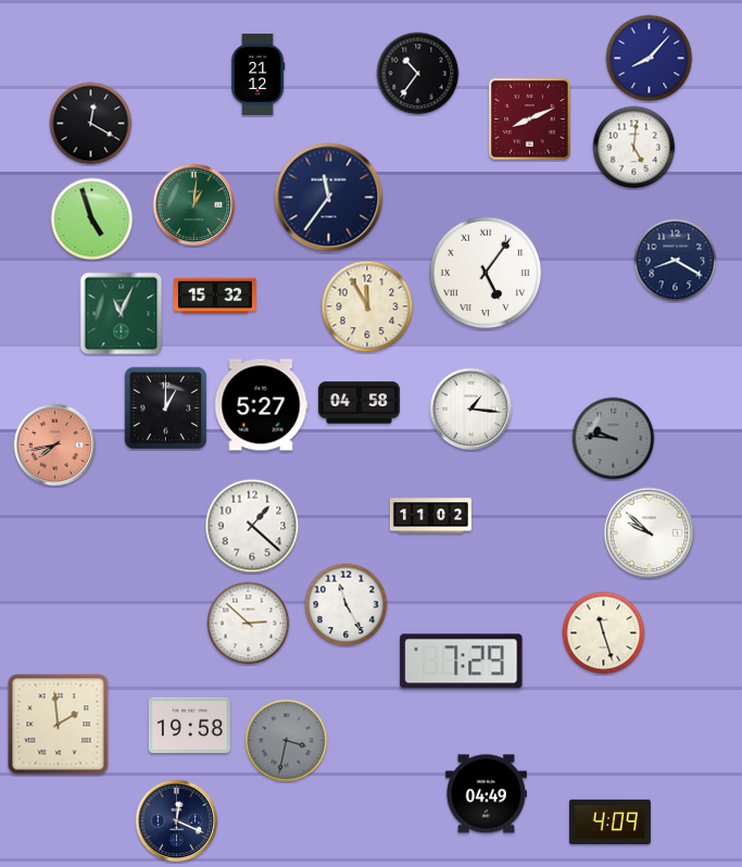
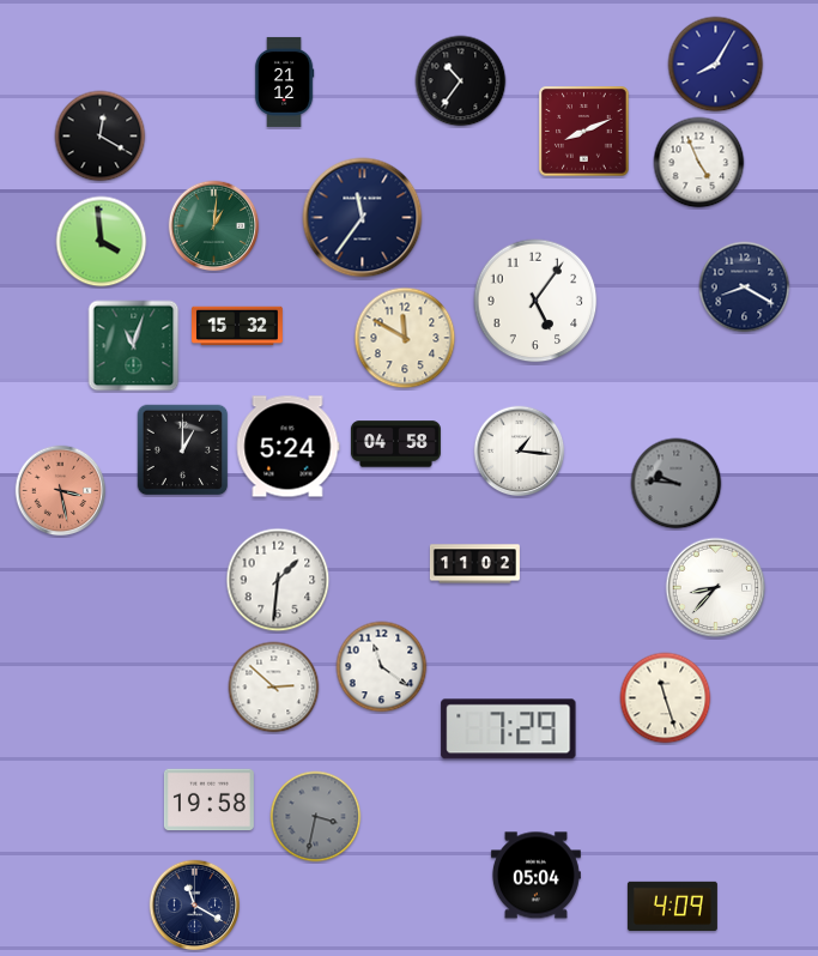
clock at (650, 59): 8:07 -> 8:05
clock at (634, 148): 5:01 -> 4:56
clock at (92, 219): 4:57 -> 3:59
clock at (486, 273) numerals: Roman -> Arabic
clock at (367, 306): 11:55 -> 11:50
clock at (122, 314): 11:04 -> 11:03
clock at (261, 405): 5:27 -> 5:24
clock at (55, 445): 7:43 -> 3:28
clock at (430, 516) position: (430, 516) -> (474, 564)
clock at (252, 526): 1:22 -> 1:31
clock at (650, 533): 9:52 -> 8:37
clock at (347, 605): 11:25 -> 11:21
clock at (59, 725): 1:59 -> none
clock at (486, 794): 04:49 -> 05:04
clock at (177, 821): 12:19 -> 11:20
